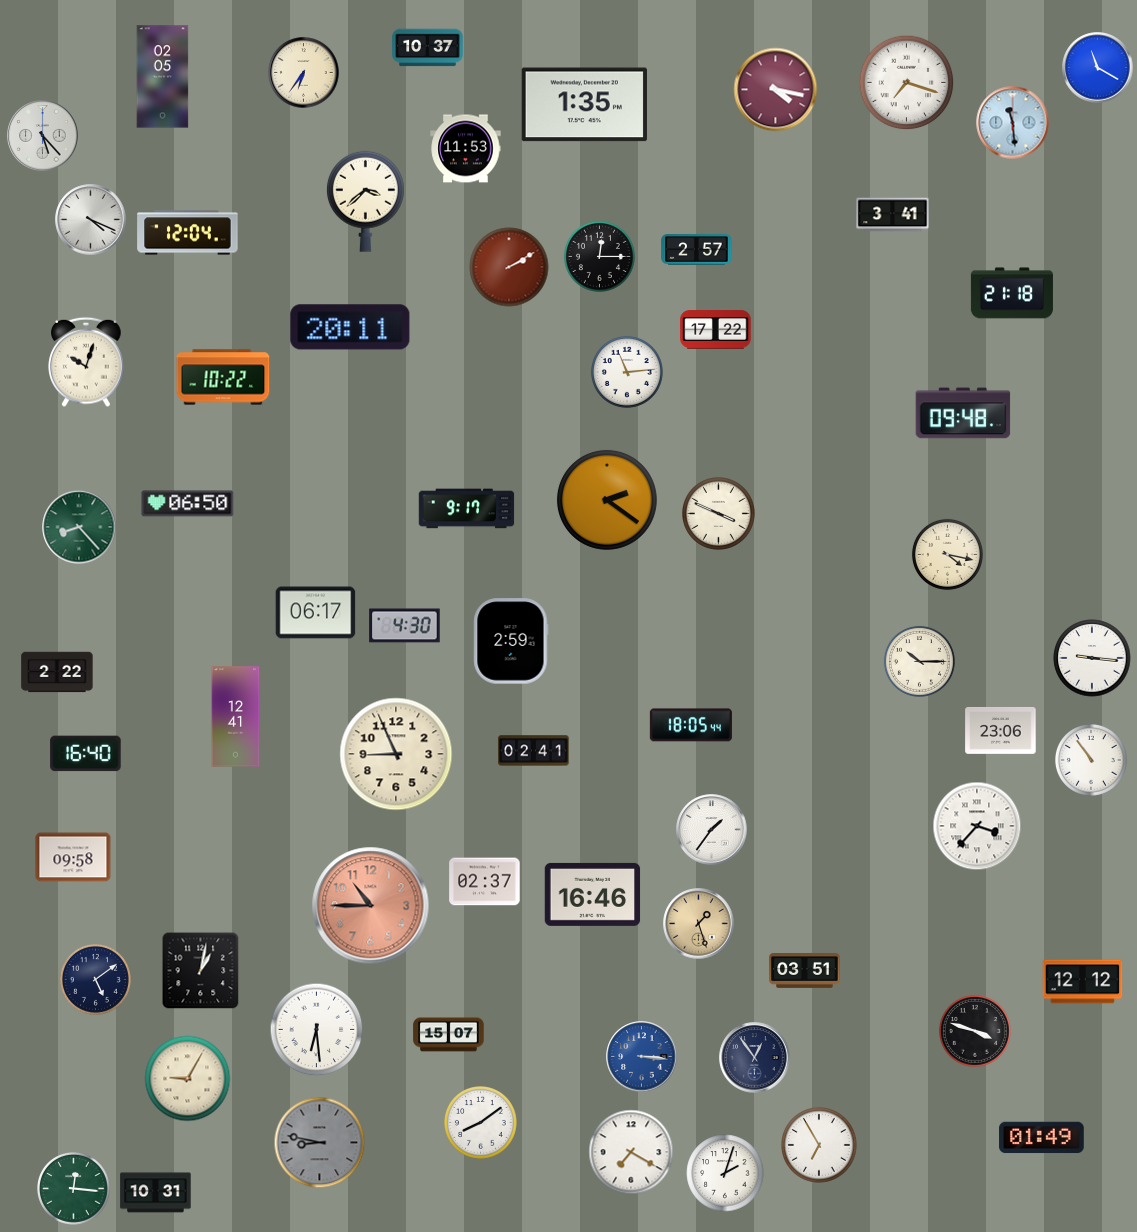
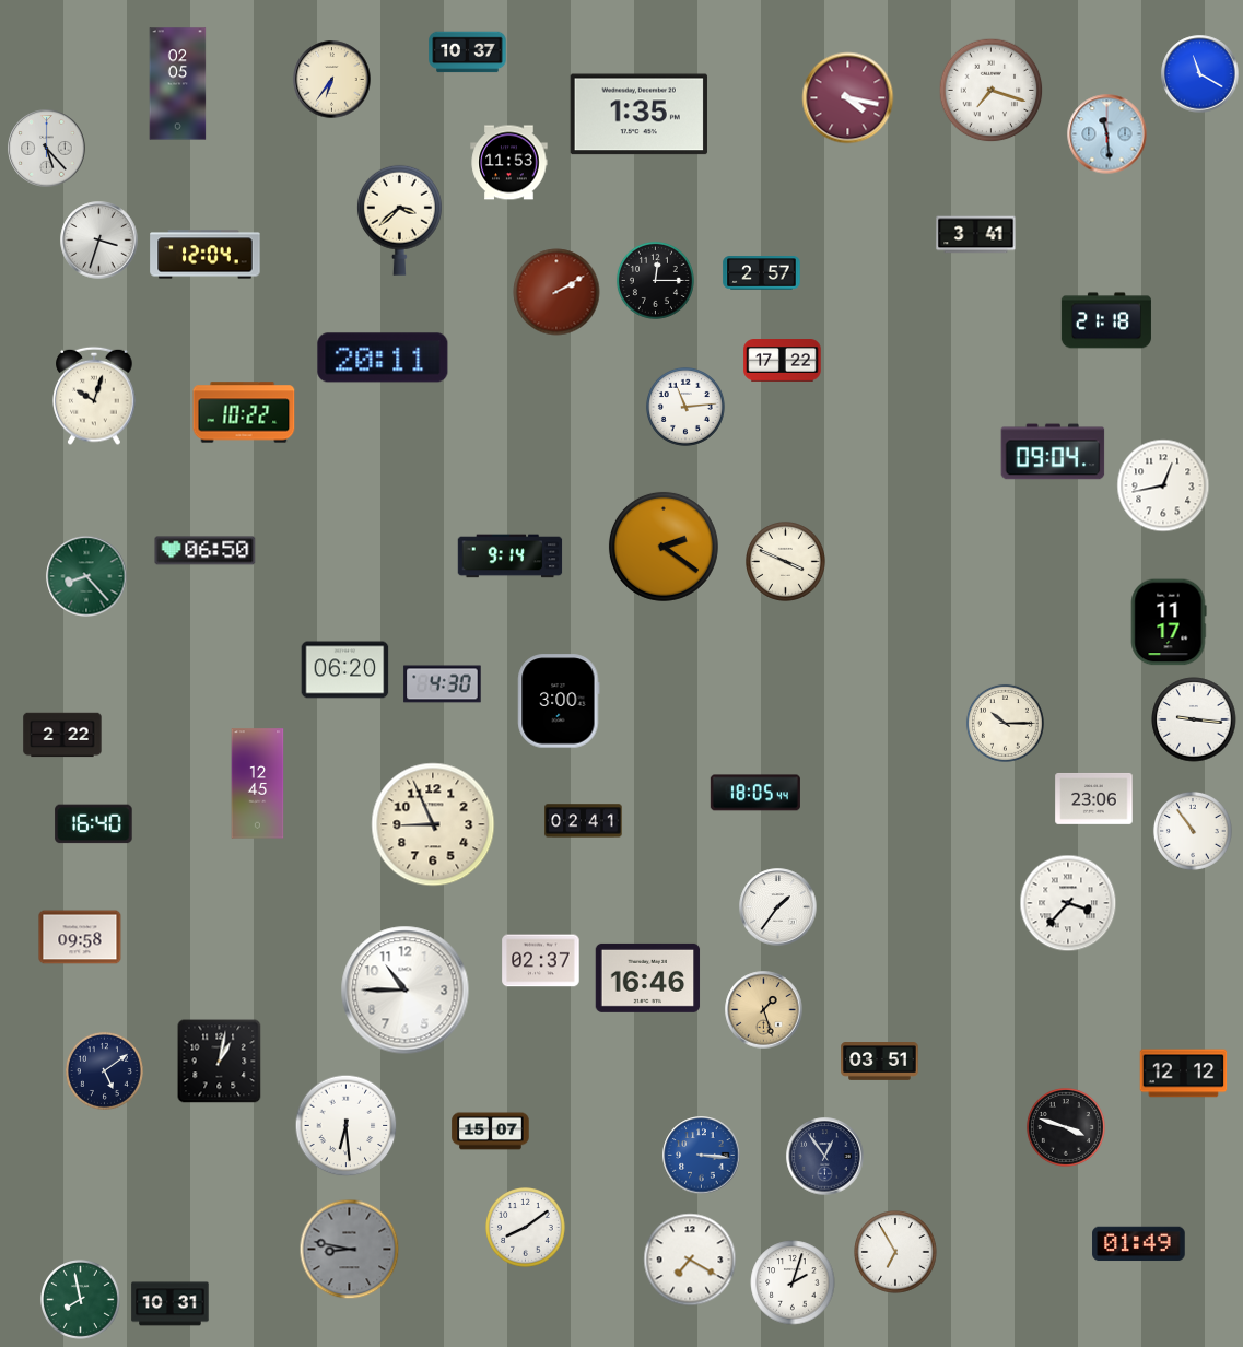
clock at (91, 220): 4:19 -> 3:33
clock at (963, 413): 09:48 -> 09:04
clock at (1163, 485): none -> 12:43
clock at (467, 509): 9:17 -> 9:14
clock at (947, 554): 4:17 -> none
clock at (1169, 622): none -> 11:17
clock at (316, 613): 06:17 -> 06:20
clock at (511, 641): 2:59 -> 3:00
clock at (236, 717): 12:41 -> 12:45
clock at (485, 882) position: (485, 882) -> (541, 961)
clock at (371, 906) dial: salmon -> white
clock at (188, 1079): 9:05 -> none
clock at (74, 1189): 12:16 -> 7:58
